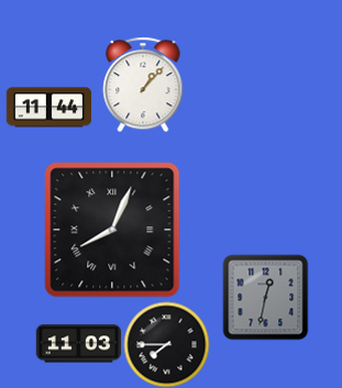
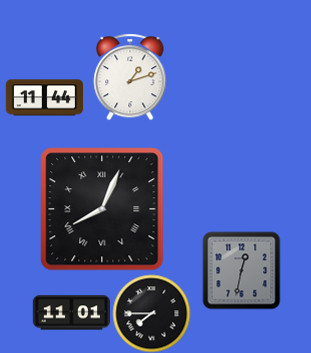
clock at (143, 85): 1:07 -> 1:12
clock at (78, 344): 11:03 -> 11:01
